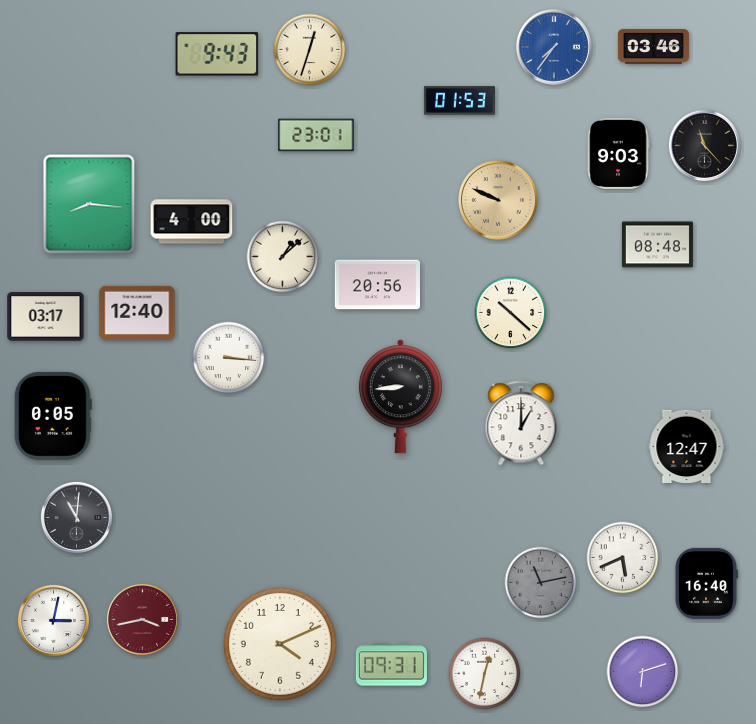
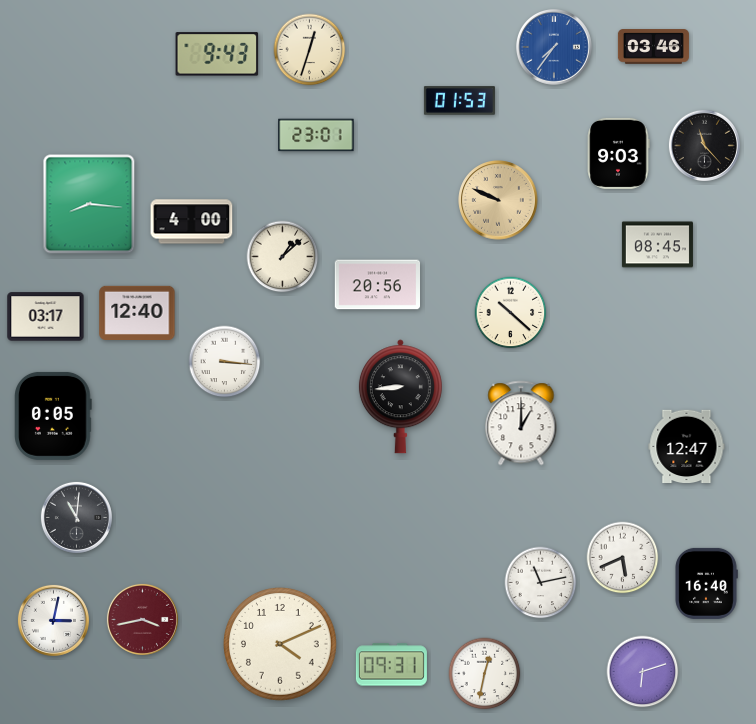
clock at (657, 245): 08:48 -> 08:45
clock at (229, 358) position: (229, 358) -> (225, 362)
clock at (541, 583) dial: grey -> white
